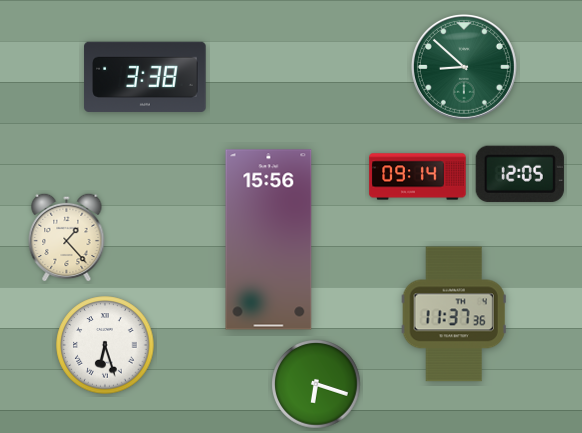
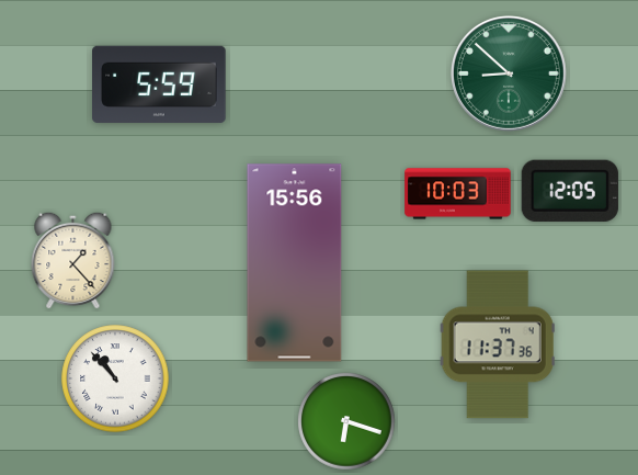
clock at (145, 76): 3:38 -> 5:59
clock at (418, 177): 09:14 -> 10:03
clock at (105, 345): 6:27 -> 10:53
